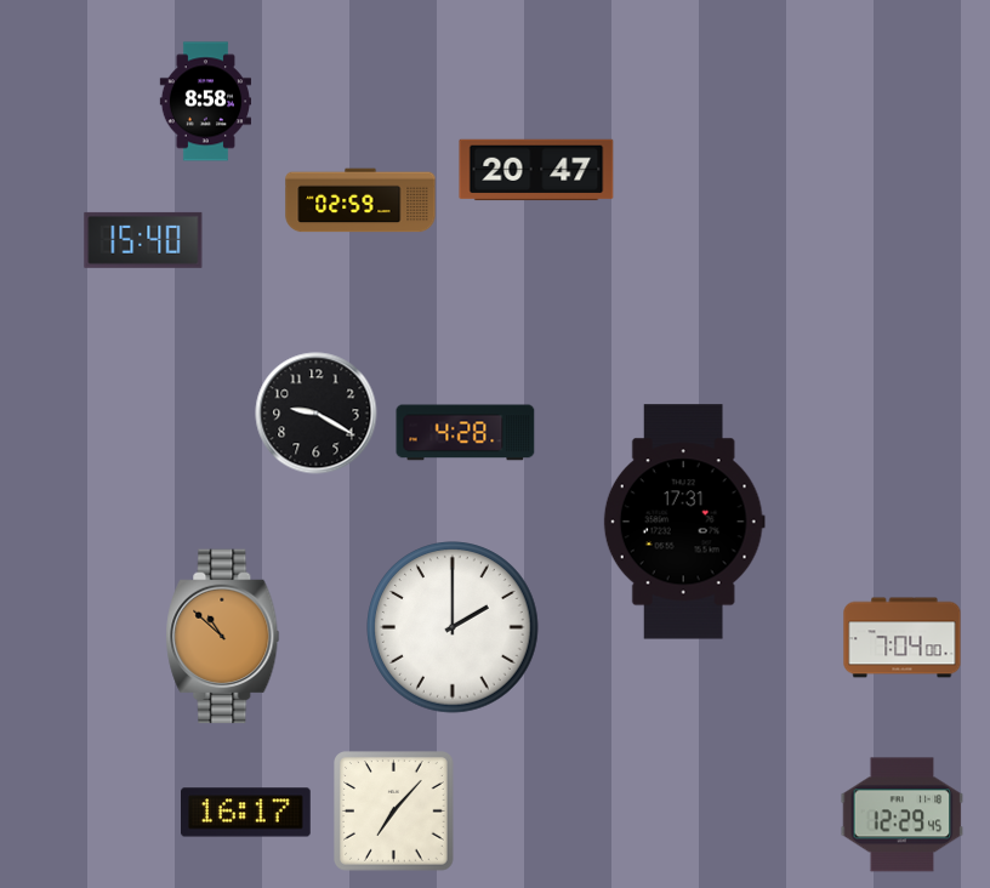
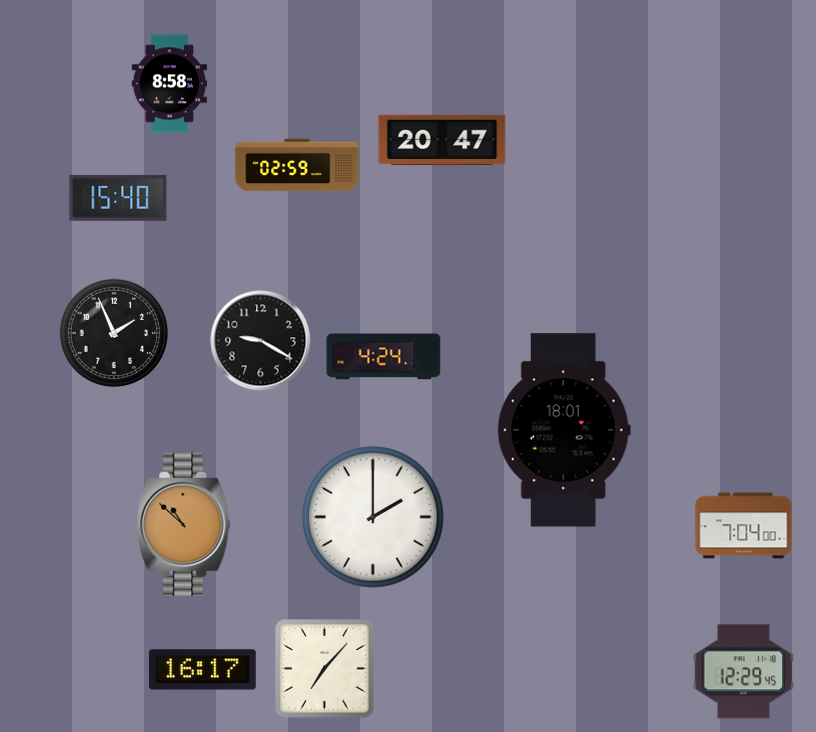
clock at (114, 333): none -> 1:56
clock at (466, 433): 4:28 -> 4:24
clock at (684, 522): 17:31 -> 18:01
